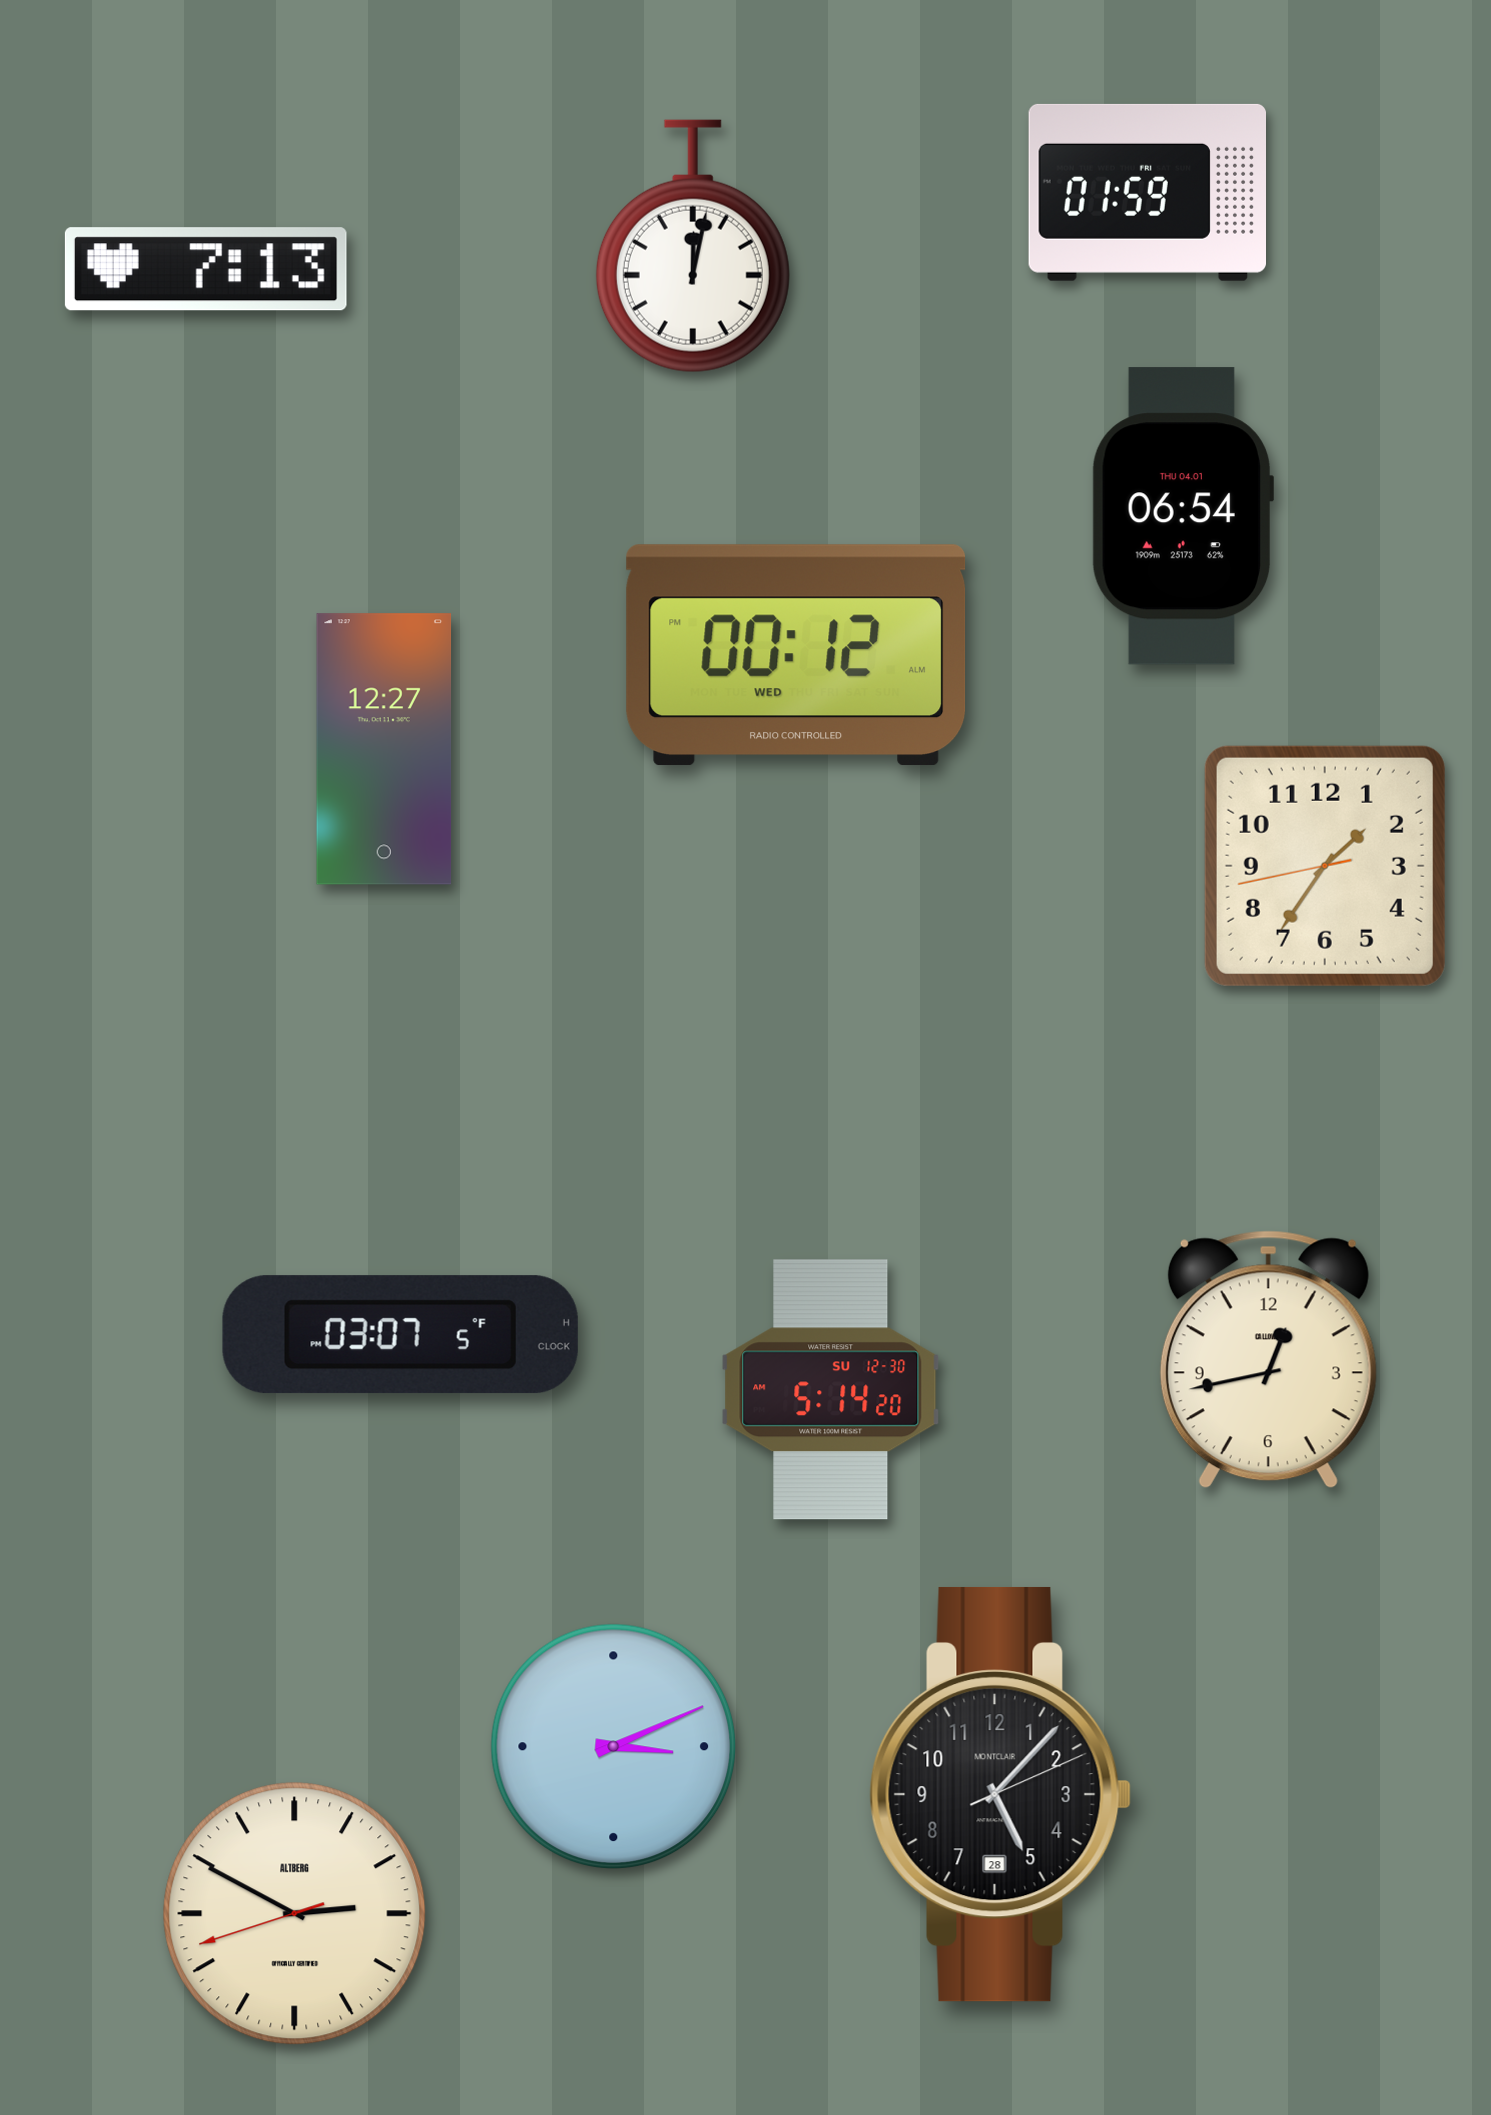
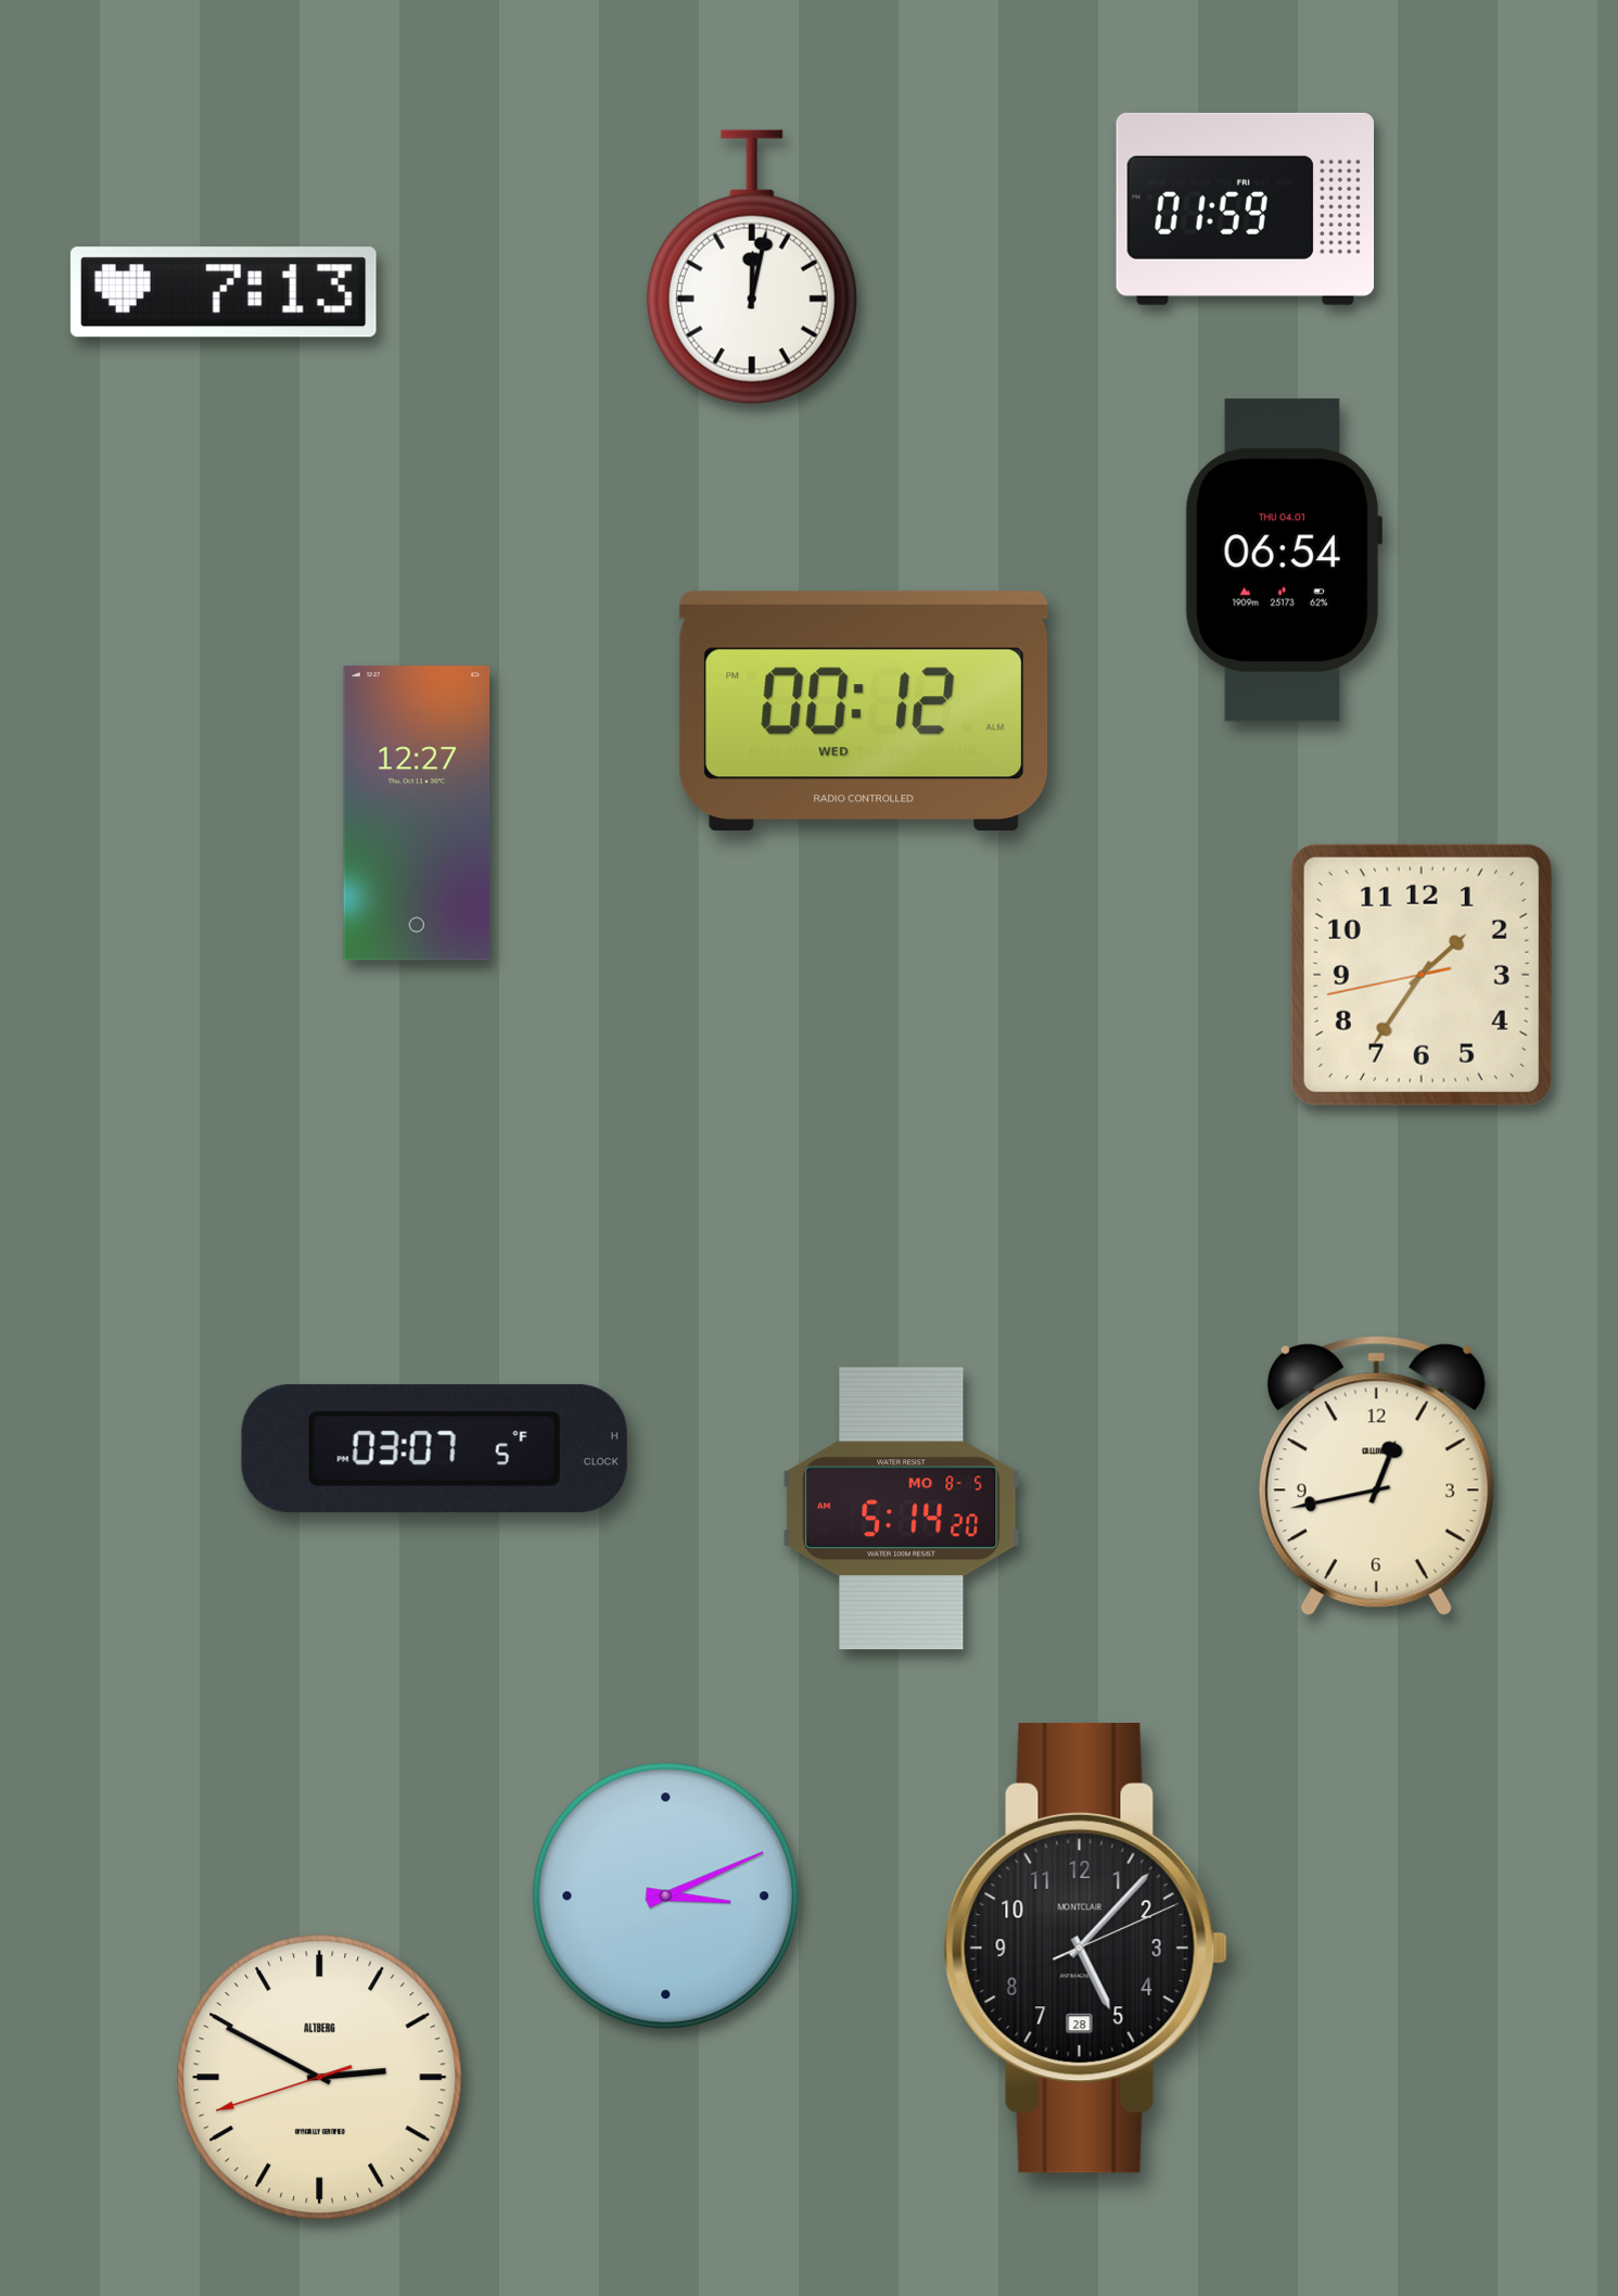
clock at (1325, 866) position: (1325, 866) -> (1422, 975)
clock at (831, 1390) date: SU 12-30 -> MO 8-5
